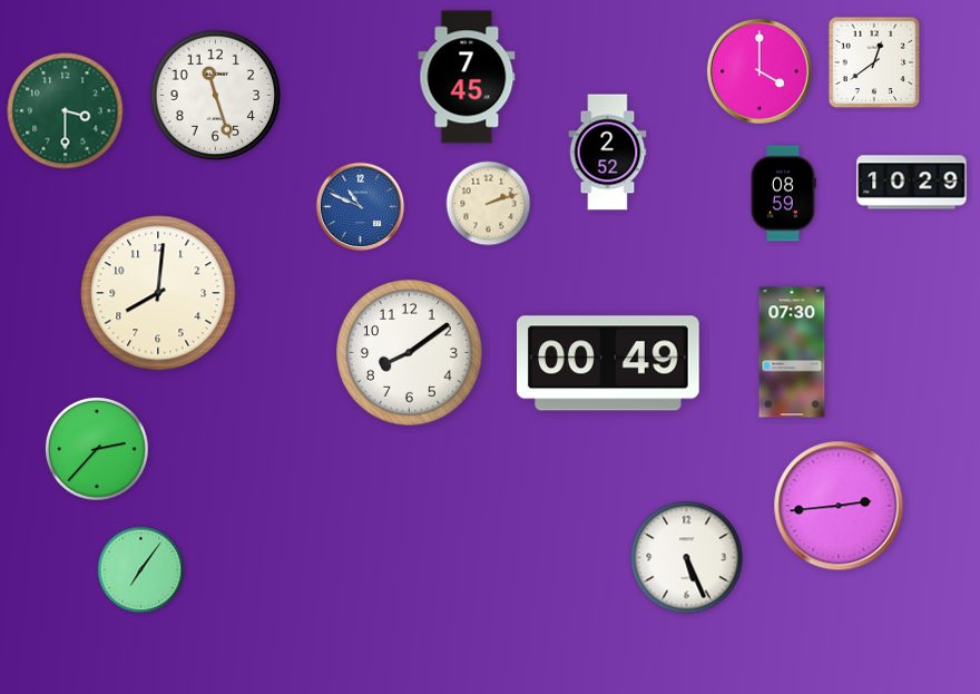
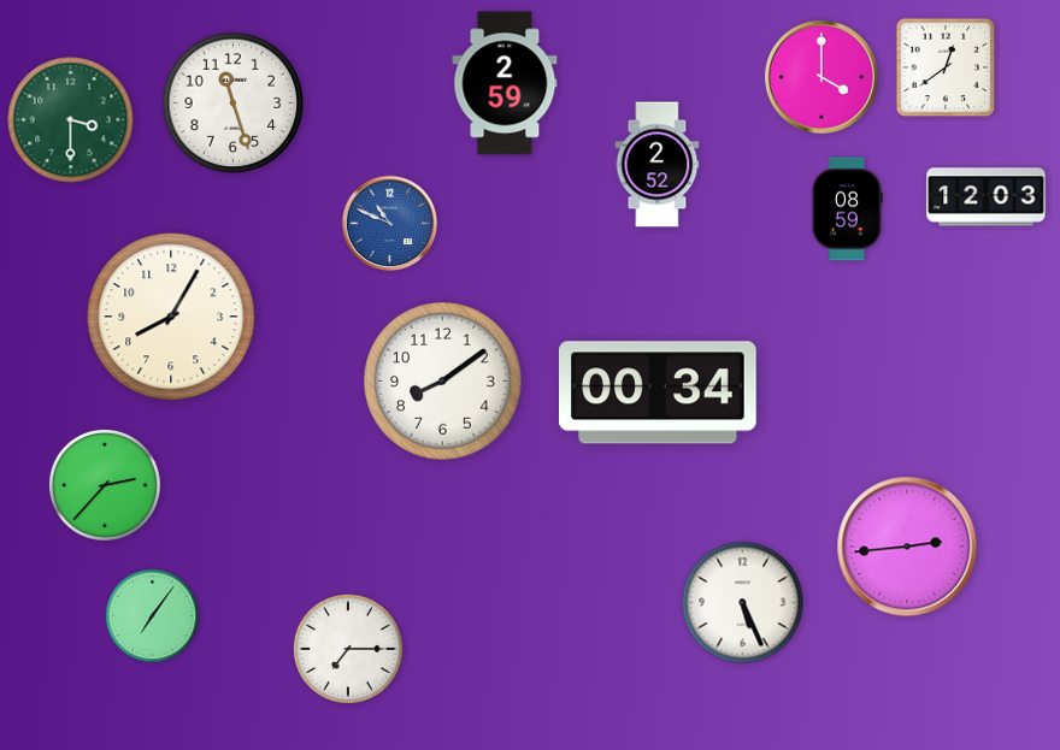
clock at (467, 77): 7:45 -> 2:59
clock at (912, 183): 10:29 -> 12:03
clock at (489, 204): 2:12 -> none
clock at (158, 293): 8:01 -> 8:05
clock at (792, 352): 07:30 -> none
clock at (609, 363): 00:49 -> 00:34
clock at (348, 649): none -> 7:15
